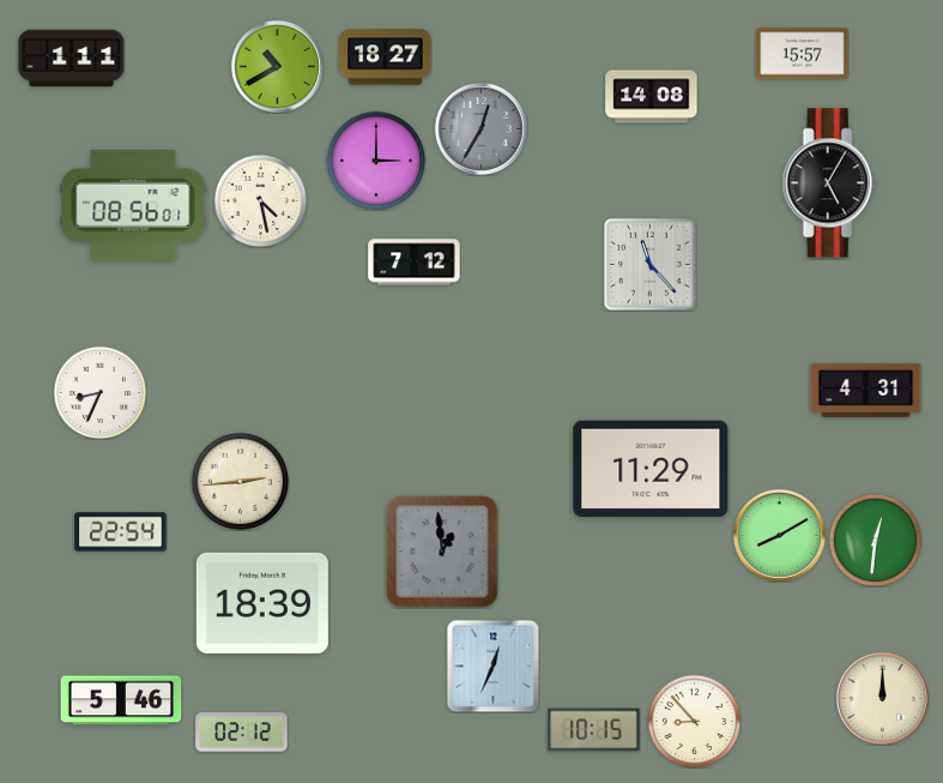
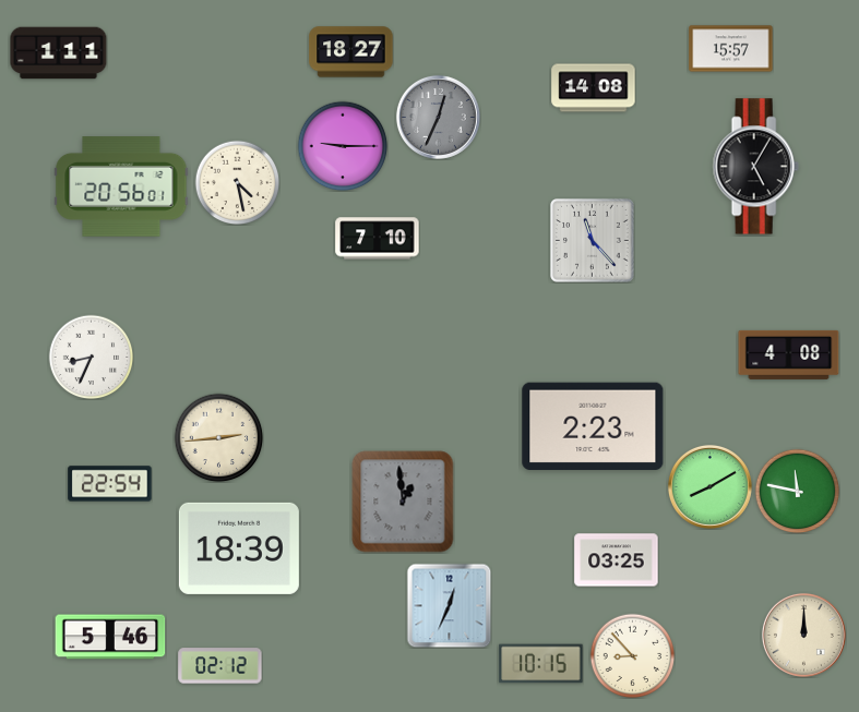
clock at (72, 59) position: (72, 59) -> (59, 53)
clock at (277, 66): 10:40 -> none
clock at (480, 128): 12:35 -> 12:34
clock at (376, 161): 3:00 -> 9:15
clock at (133, 206): 08:56 -> 20:56
clock at (415, 263): 7:12 -> 7:10
clock at (866, 390): 4:31 -> 4:08
clock at (651, 468): 11:29 -> 2:23
clock at (875, 540): 12:31 -> 11:47
clock at (617, 560): none -> 03:25
